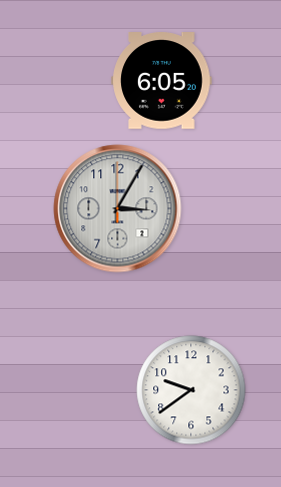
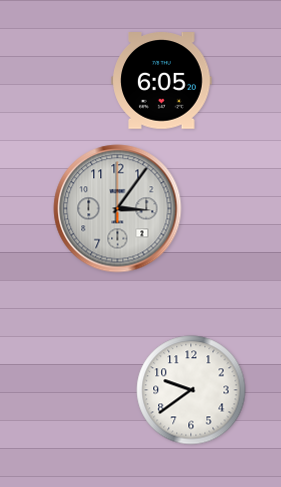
clock at (118, 209): 3:05 -> 3:06
